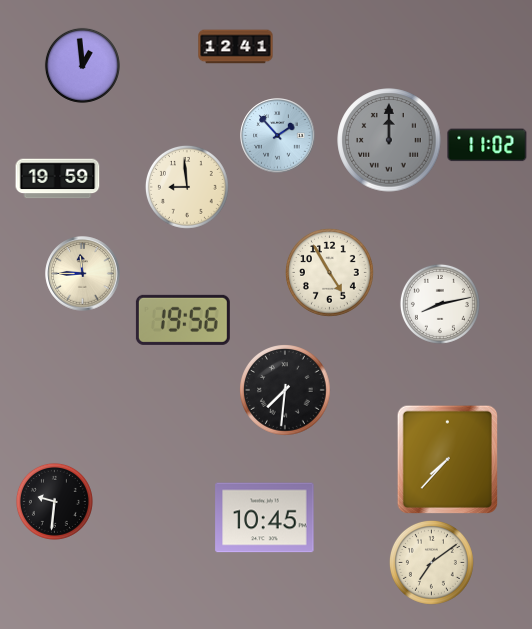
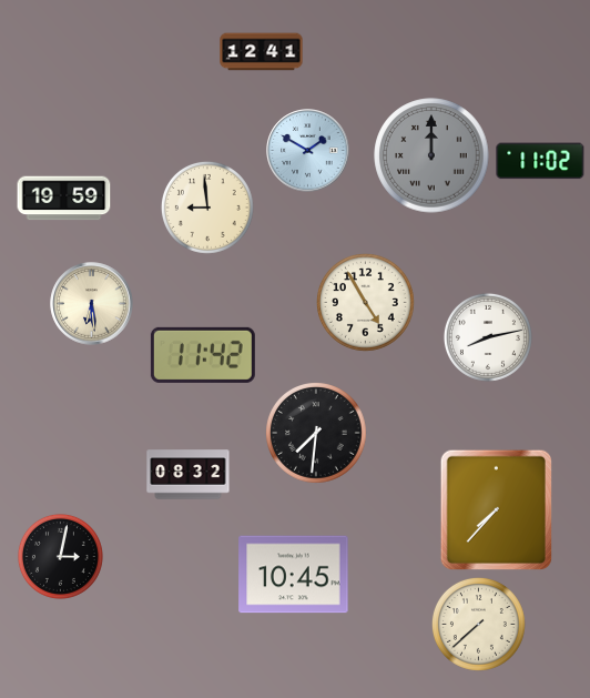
clock at (82, 65): 12:59 -> none
clock at (278, 136): 1:53 -> 1:50
clock at (83, 274): 11:45 -> 6:29
clock at (183, 320): 19:56 -> 11:42
clock at (189, 475): none -> 08:32
clock at (54, 501): 9:31 -> 3:02
clock at (431, 562): 7:09 -> 7:38
